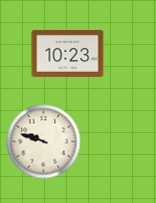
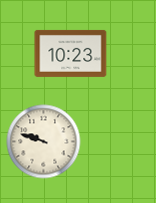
clock at (68, 53) position: (68, 53) -> (71, 53)
